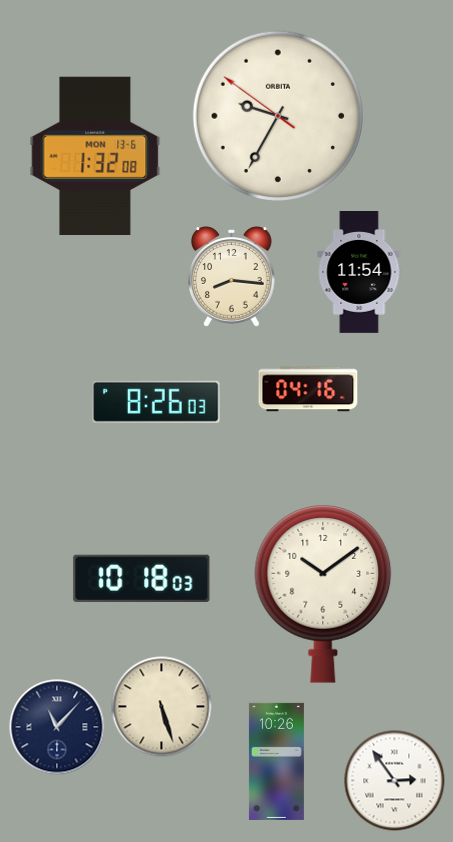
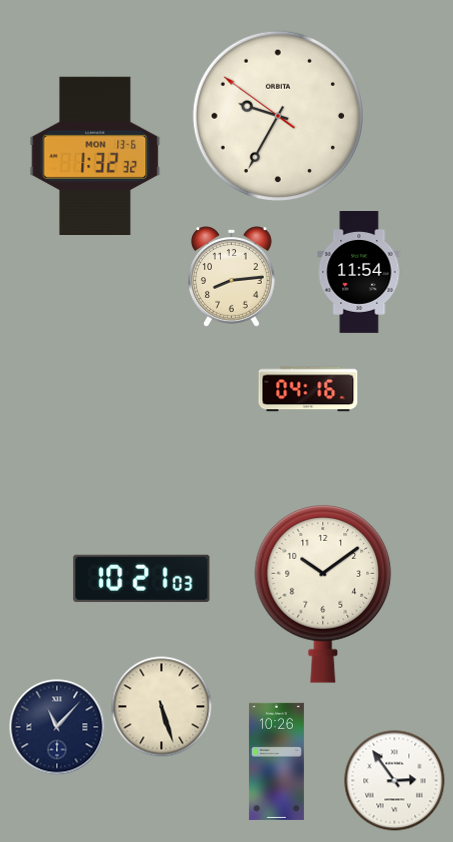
clock at (95, 155): 1:32:08 -> 1:32:32
clock at (232, 277): 8:16 -> 8:14
clock at (156, 402): 8:26 -> none
clock at (142, 578): 10:18 -> 10:21
